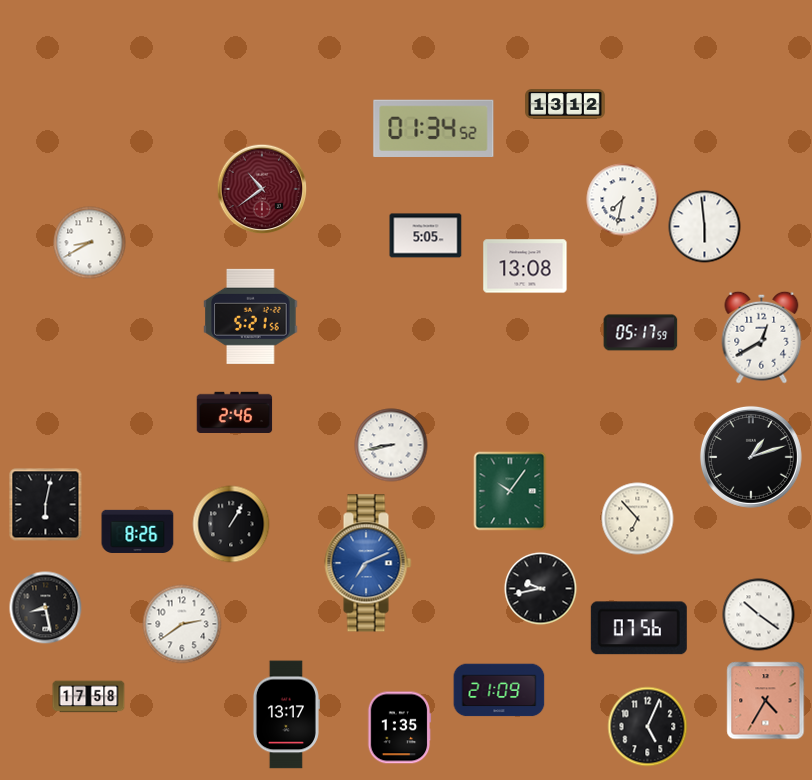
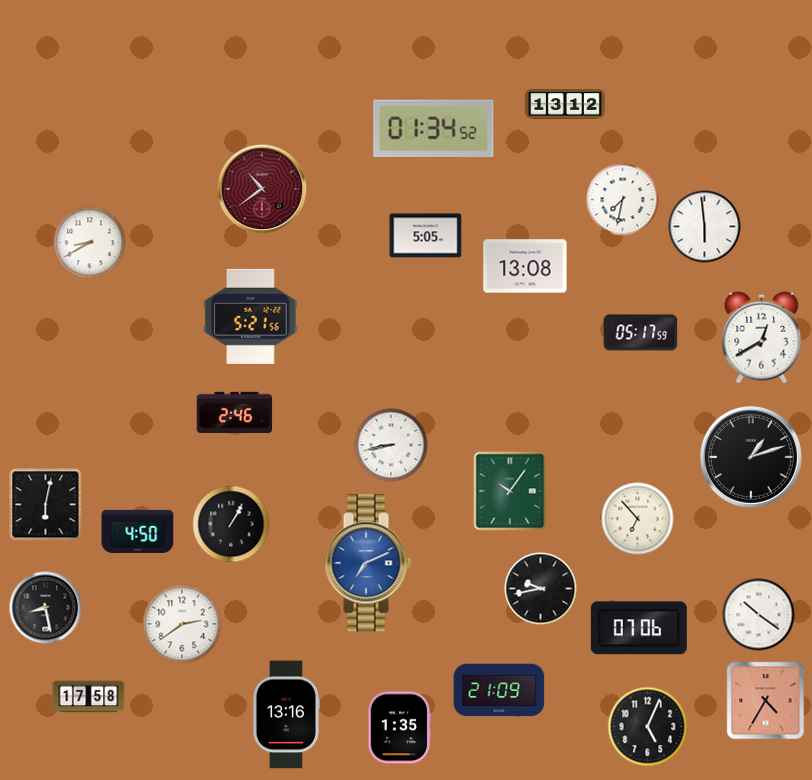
clock at (138, 531): 8:26 -> 4:50
clock at (639, 628): 07:56 -> 07:06
clock at (286, 715): 13:17 -> 13:16
